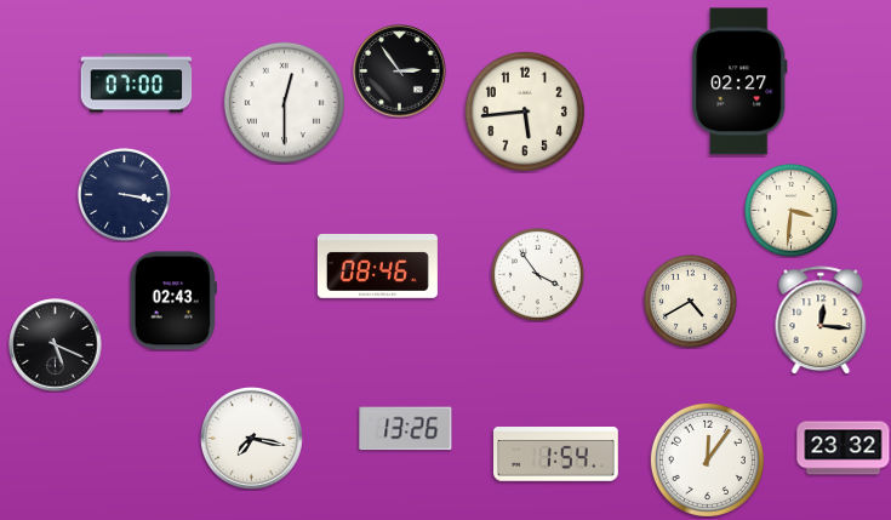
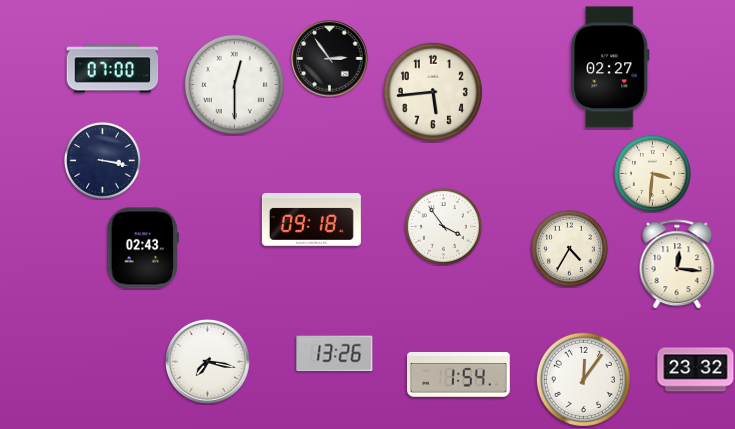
clock at (377, 265): 08:46 -> 09:18
clock at (691, 302): 4:40 -> 4:35
clock at (56, 345): 5:19 -> none
